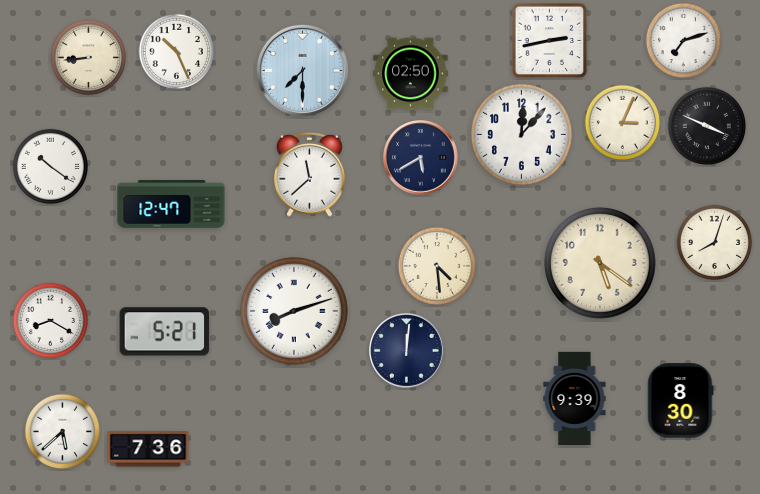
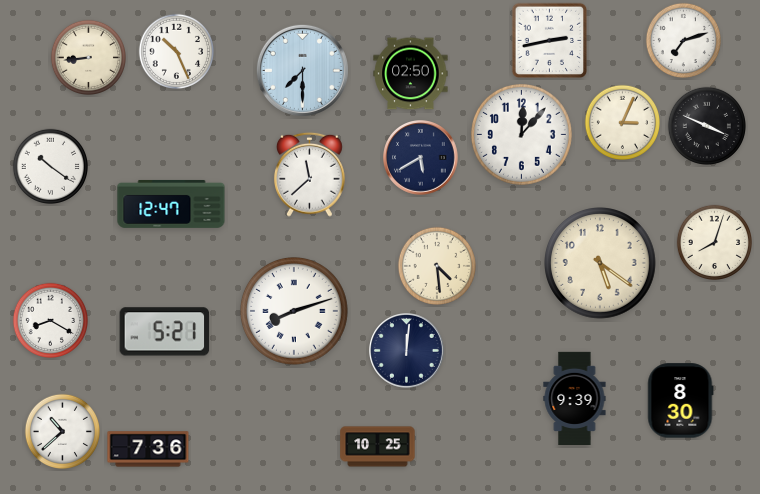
clock at (62, 431): 5:38 -> 10:38
clock at (378, 447): none -> 10:25
